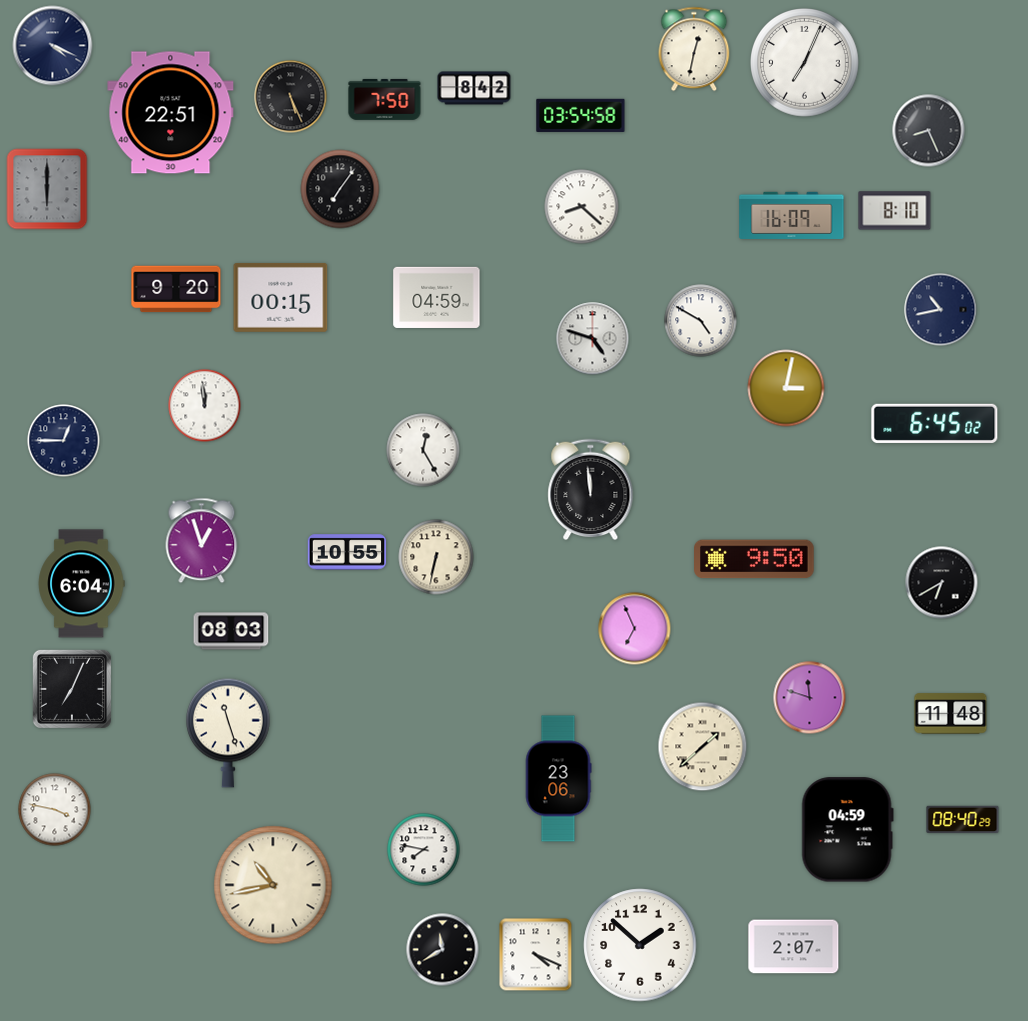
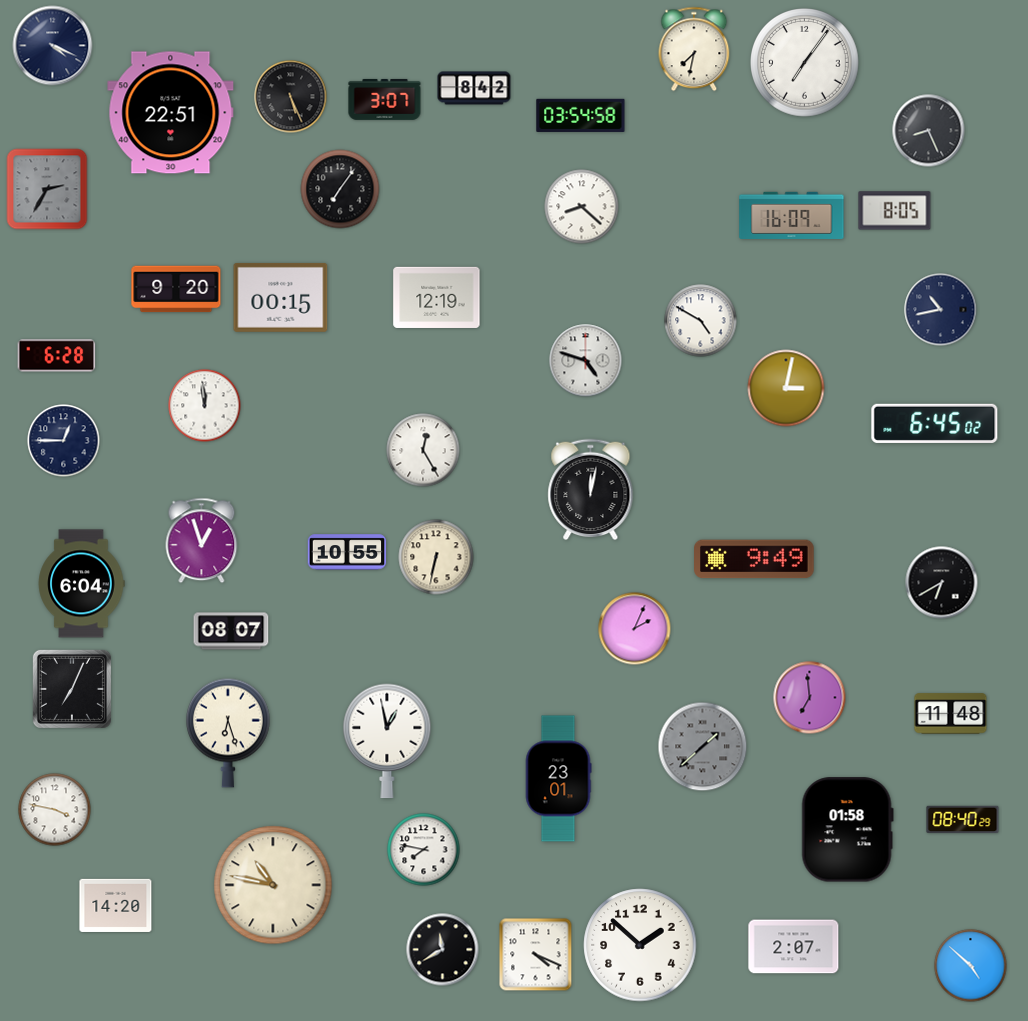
clock at (694, 49): 12:32 -> 7:32
clock at (805, 63): 7:04 -> 7:06
clock at (385, 99): 7:50 -> 3:07
clock at (47, 189): 6:00 -> 2:35
clock at (895, 211): 8:10 -> 8:05
clock at (437, 297): 04:59 -> 12:19
clock at (593, 339) position: (593, 339) -> (586, 361)
clock at (57, 356): none -> 6:28
clock at (591, 490): 11:59 -> 12:02
clock at (755, 559): 9:50 -> 9:49
clock at (635, 629): 6:56 -> 2:04
clock at (231, 631): 08:03 -> 08:07
clock at (810, 698): 11:48 -> 6:59
clock at (229, 733): 11:27 -> 6:27
clock at (387, 741): none -> 12:58
clock at (703, 747) dial: cream -> grey
clock at (558, 779): 23:06 -> 23:01
clock at (847, 830): 04:59 -> 01:58
clock at (273, 885): 10:43 -> 10:47
clock at (116, 905): none -> 14:20
clock at (971, 966): none -> 4:52
